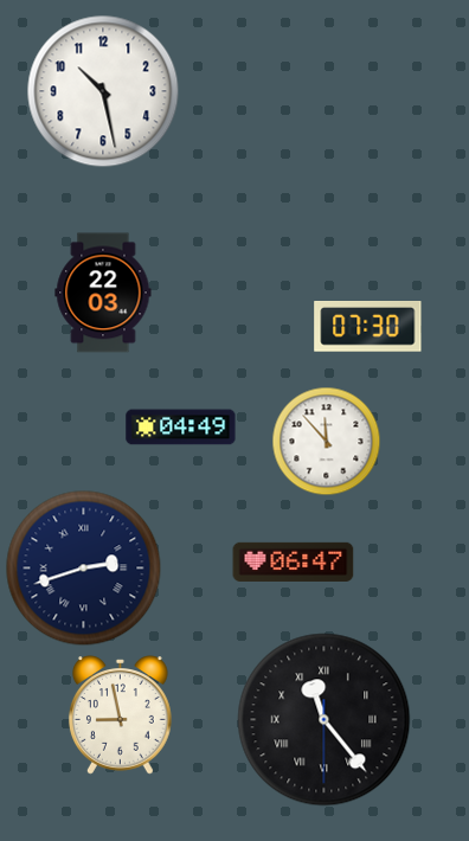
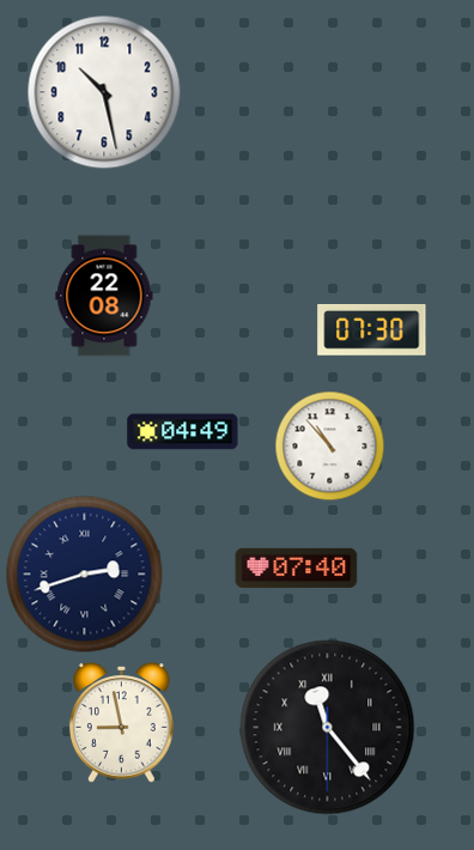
clock at (103, 293): 22:03 -> 22:08
clock at (327, 442): 11:53 -> 10:53
clock at (294, 561): 06:47 -> 07:40
